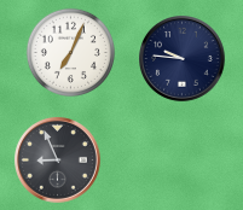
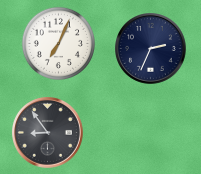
clock at (183, 59): 9:46 -> 2:34
clock at (58, 161): 8:56 -> 8:54
